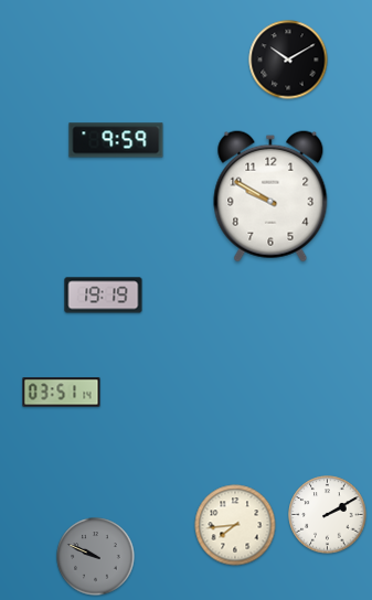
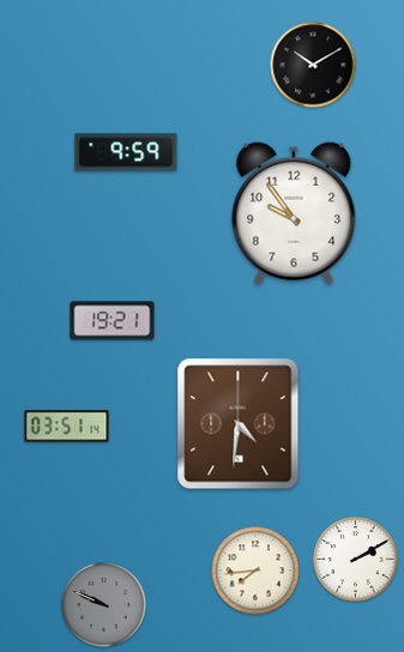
clock at (270, 196): 9:50 -> 9:54
clock at (104, 296): 19:19 -> 19:21
clock at (239, 424): none -> 4:31
